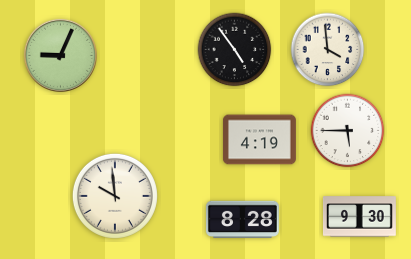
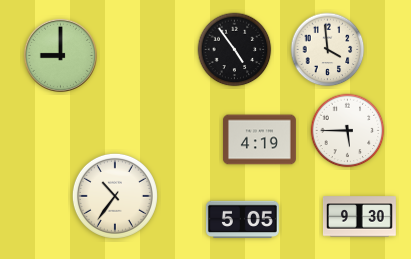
clock at (60, 55): 9:04 -> 9:00
clock at (115, 196): 9:59 -> 10:36
clock at (242, 220): 8:28 -> 5:05
